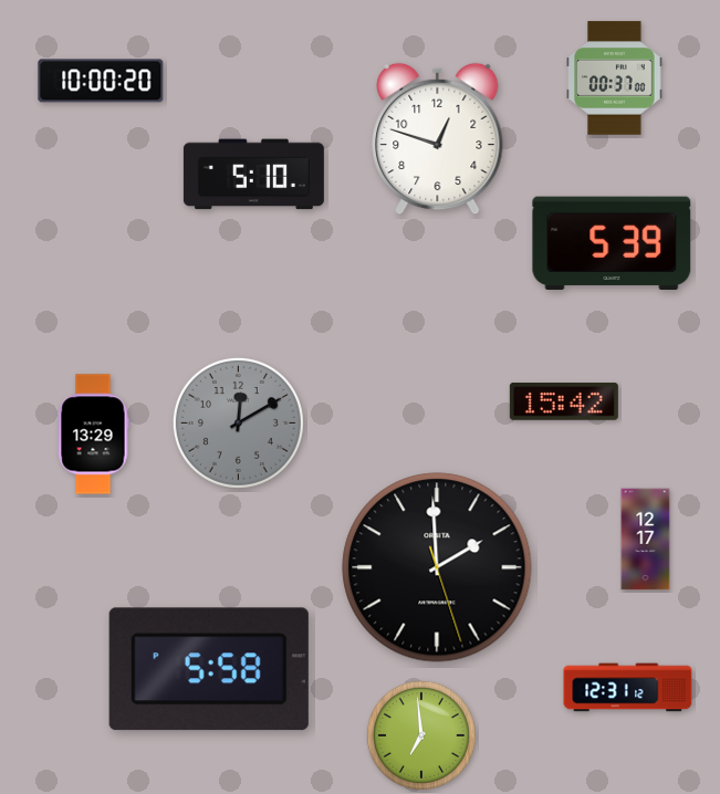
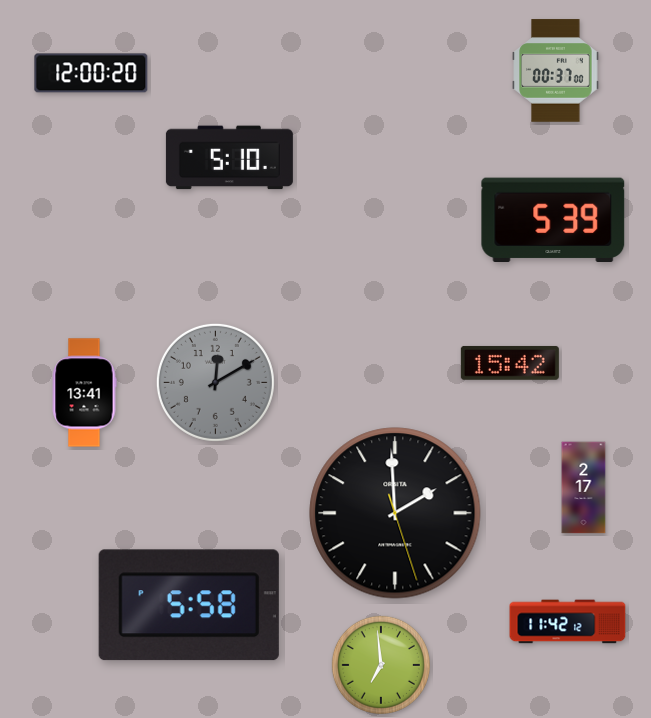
clock at (101, 81): 10:00 -> 12:00
clock at (438, 139): 12:48 -> none
clock at (93, 435): 13:29 -> 13:41
clock at (646, 540): 12:17 -> 2:17
clock at (628, 688): 12:31 -> 11:42
